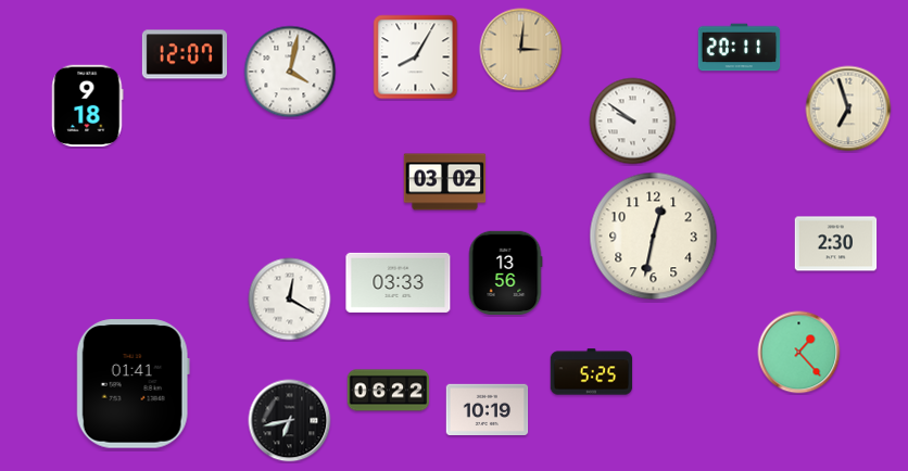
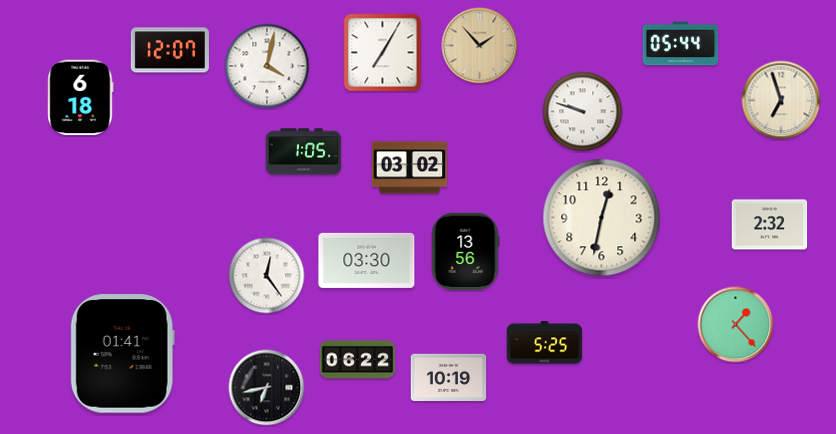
clock at (740, 48): 20:11 -> 05:44
clock at (521, 50): 3:01 -> 1:53
clock at (416, 58): 8:05 -> 7:05
clock at (88, 106): 9:18 -> 6:18
clock at (633, 122): 9:51 -> 9:48
clock at (304, 152): none -> 1:05
clock at (836, 244): 2:30 -> 2:32
clock at (399, 282): 03:33 -> 03:30
clock at (290, 300): 12:20 -> 12:24
